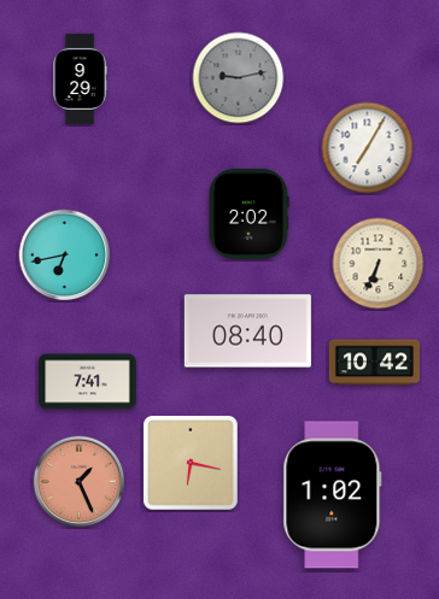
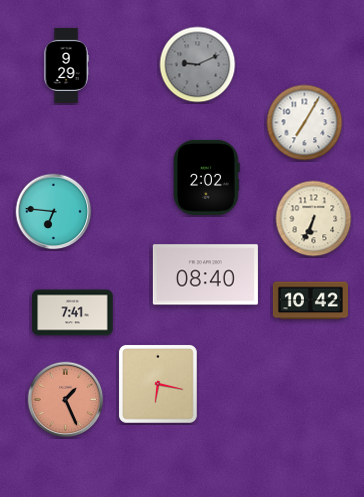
clock at (239, 78): 9:13 -> 9:11
clock at (65, 256): 6:43 -> 6:46
clock at (88, 382) position: (88, 382) -> (73, 313)
clock at (333, 495): 1:02 -> none
